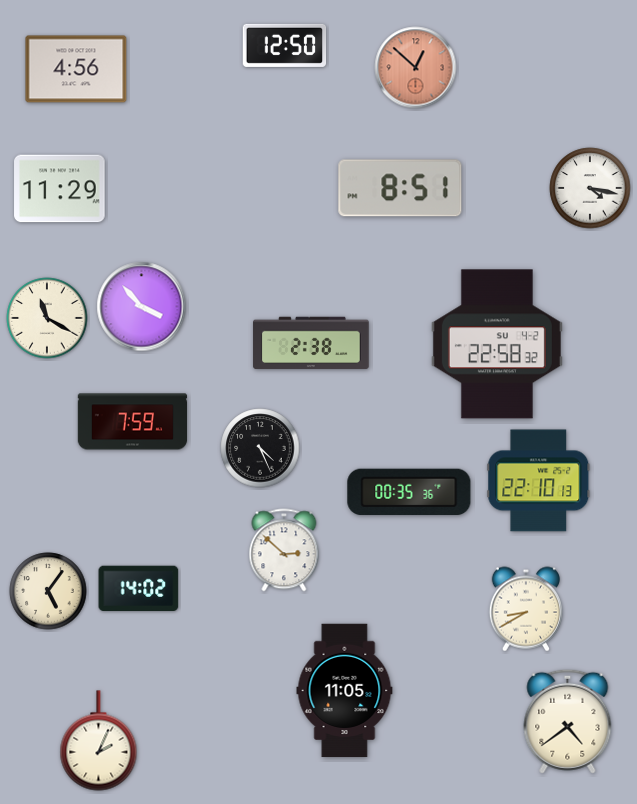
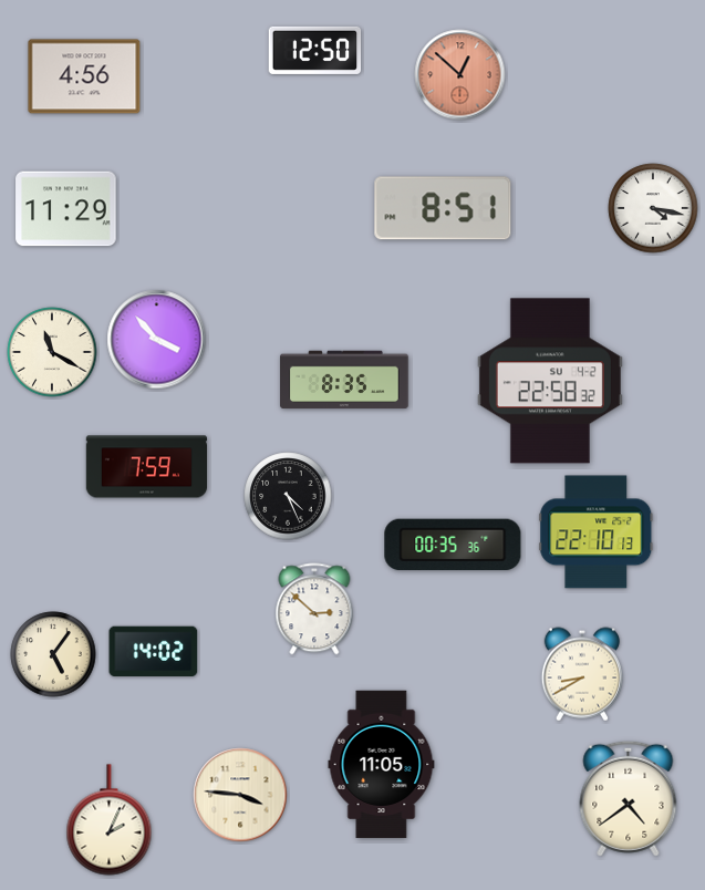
clock at (311, 343): 2:38 -> 8:35
clock at (240, 795): none -> 3:46
